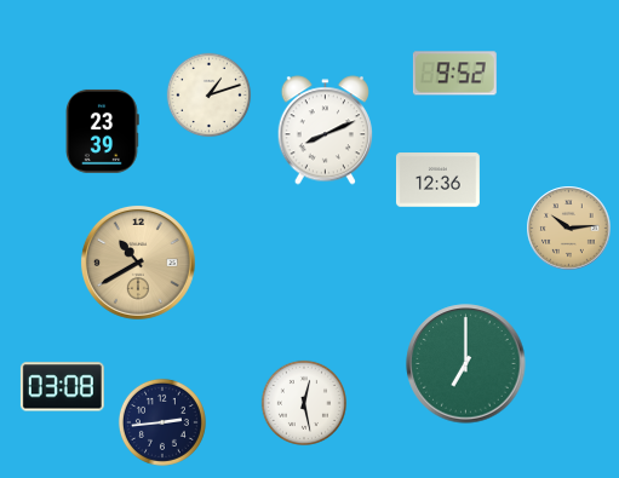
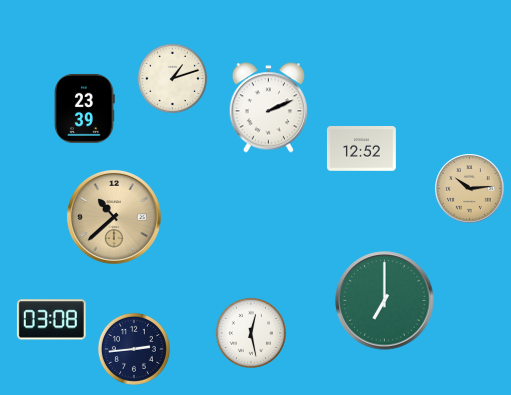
clock at (454, 74): 9:52 -> none
clock at (325, 131): 8:11 -> 2:11
clock at (437, 180): 12:36 -> 12:52
clock at (138, 263): 10:40 -> 10:38
